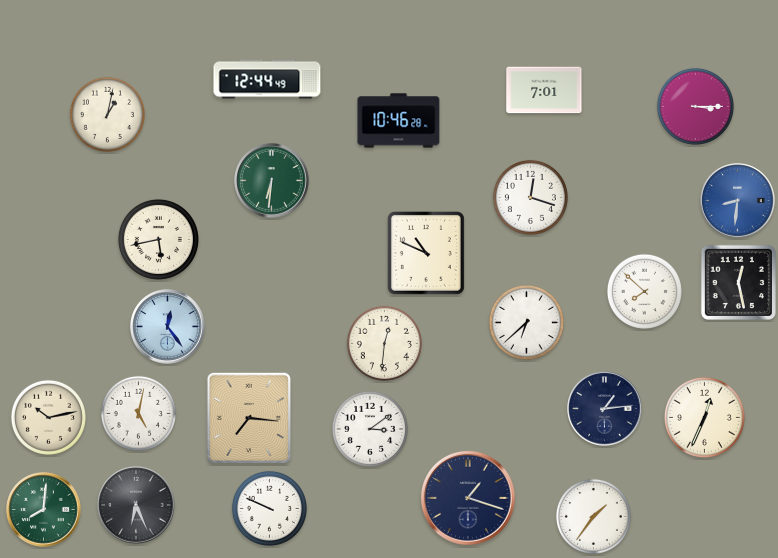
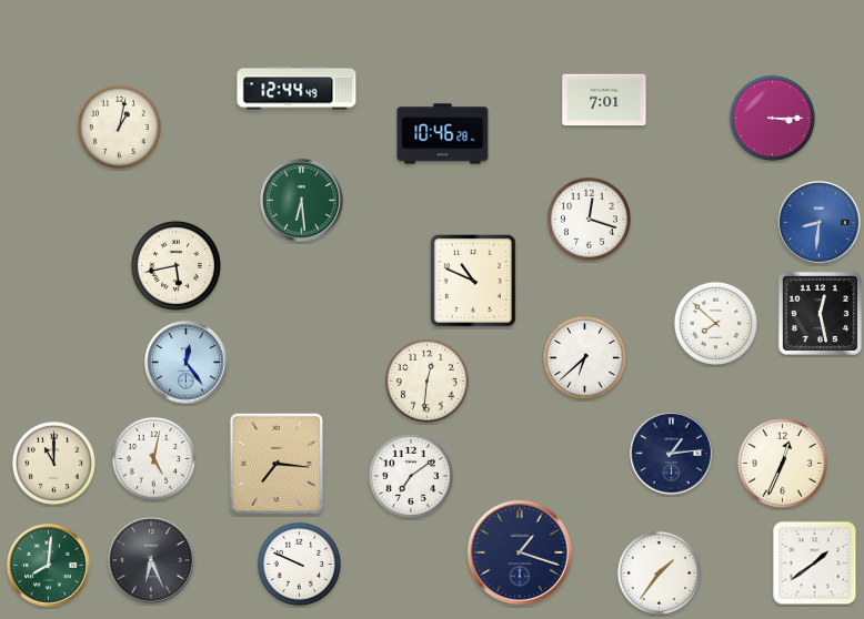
clock at (272, 181): 6:31 -> 6:29
clock at (48, 417): 10:13 -> 11:00
clock at (370, 429): 3:09 -> 7:09
clock at (815, 564): none -> 1:39
